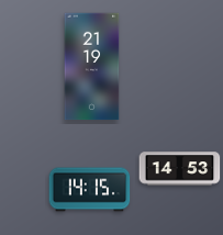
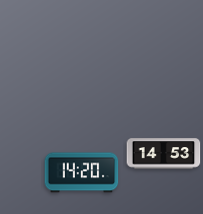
clock at (92, 67): 21:19 -> none
clock at (90, 190): 14:15 -> 14:20
